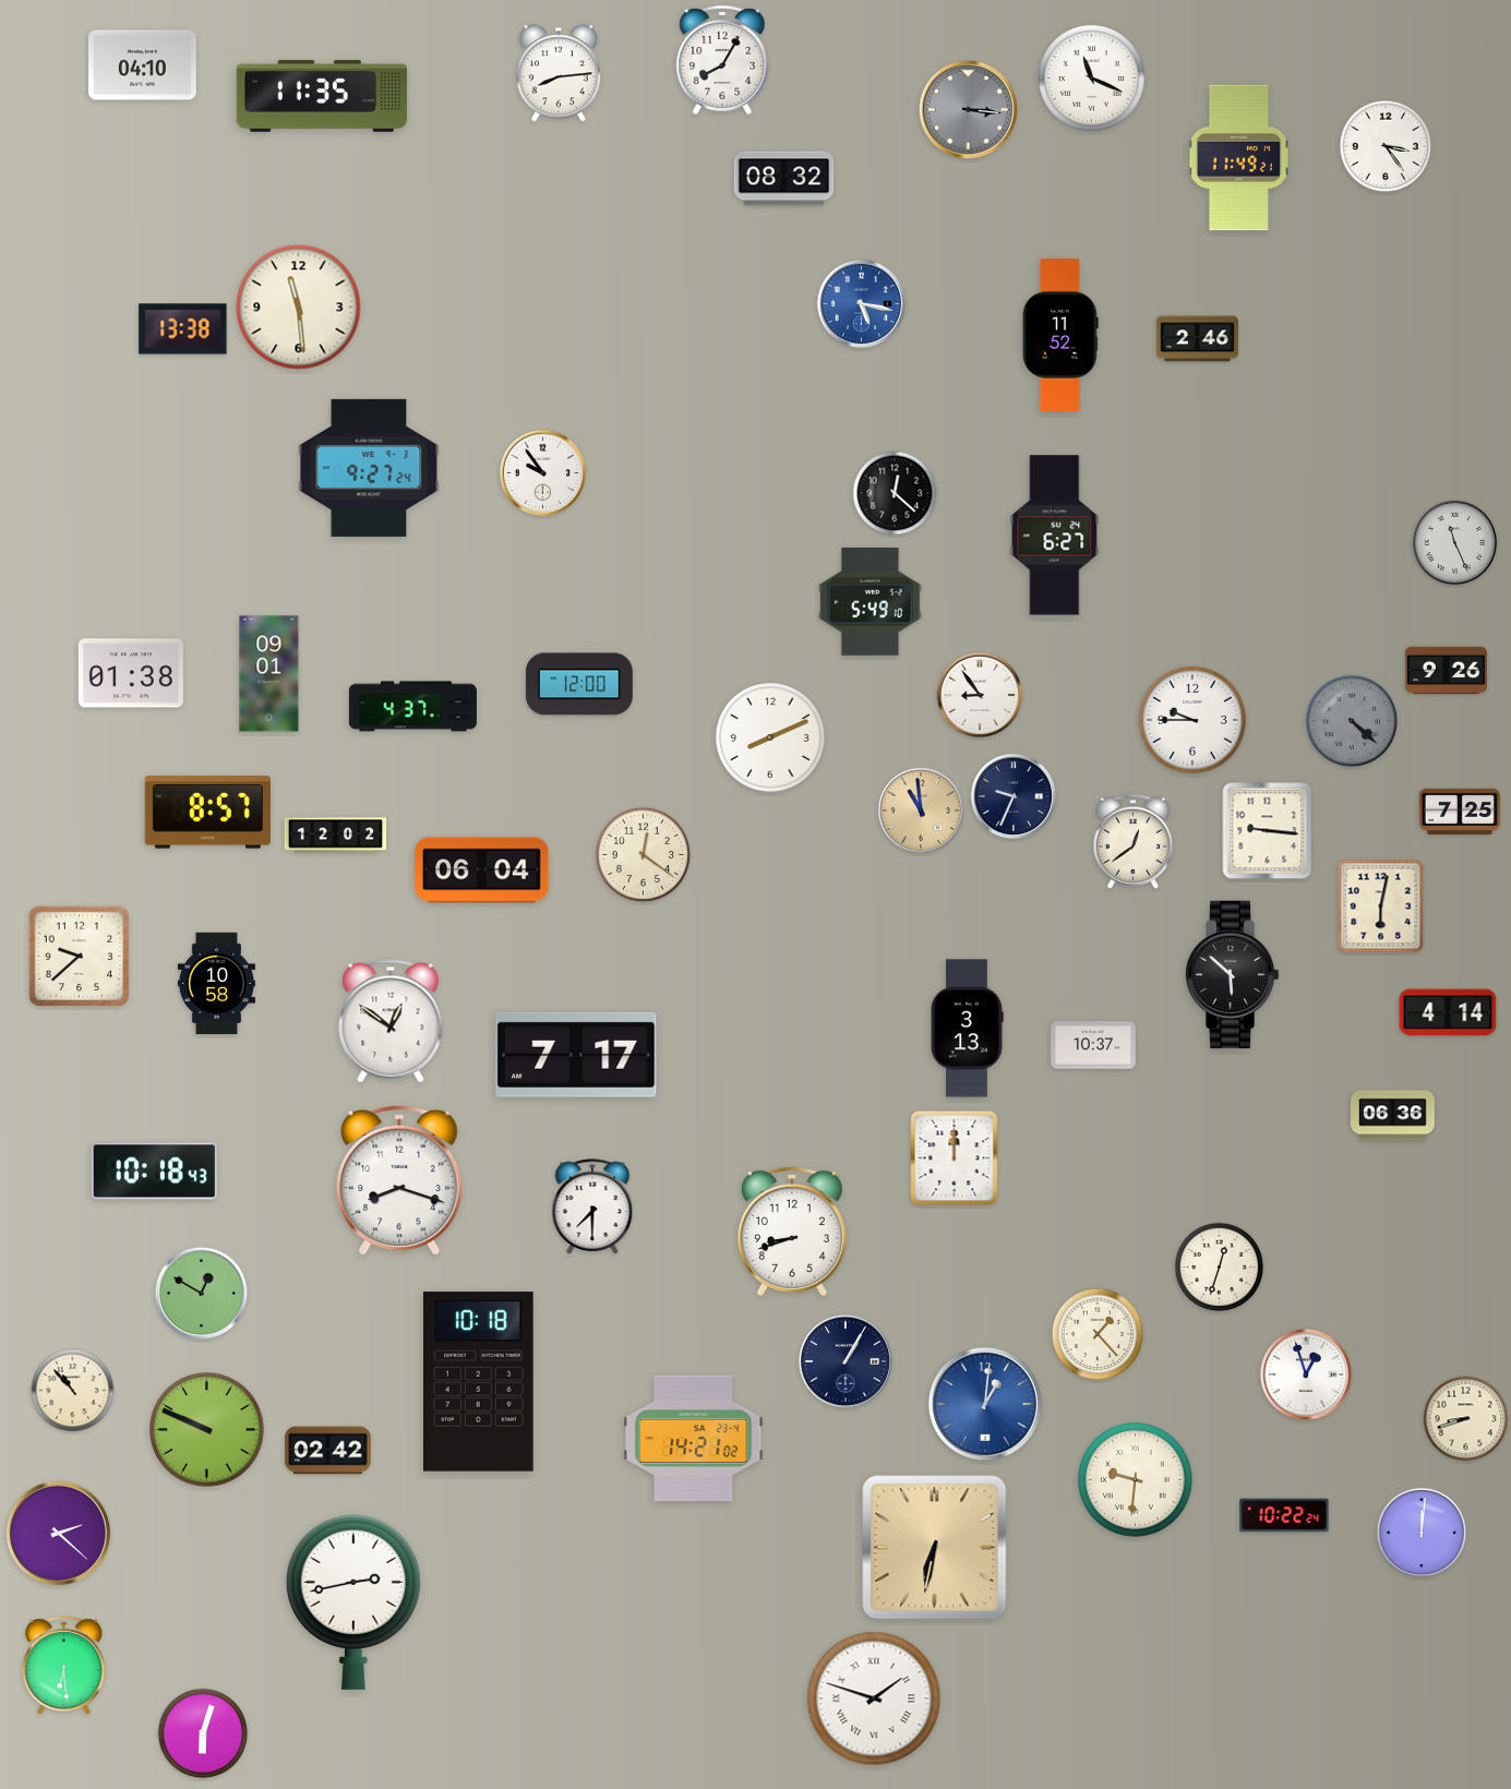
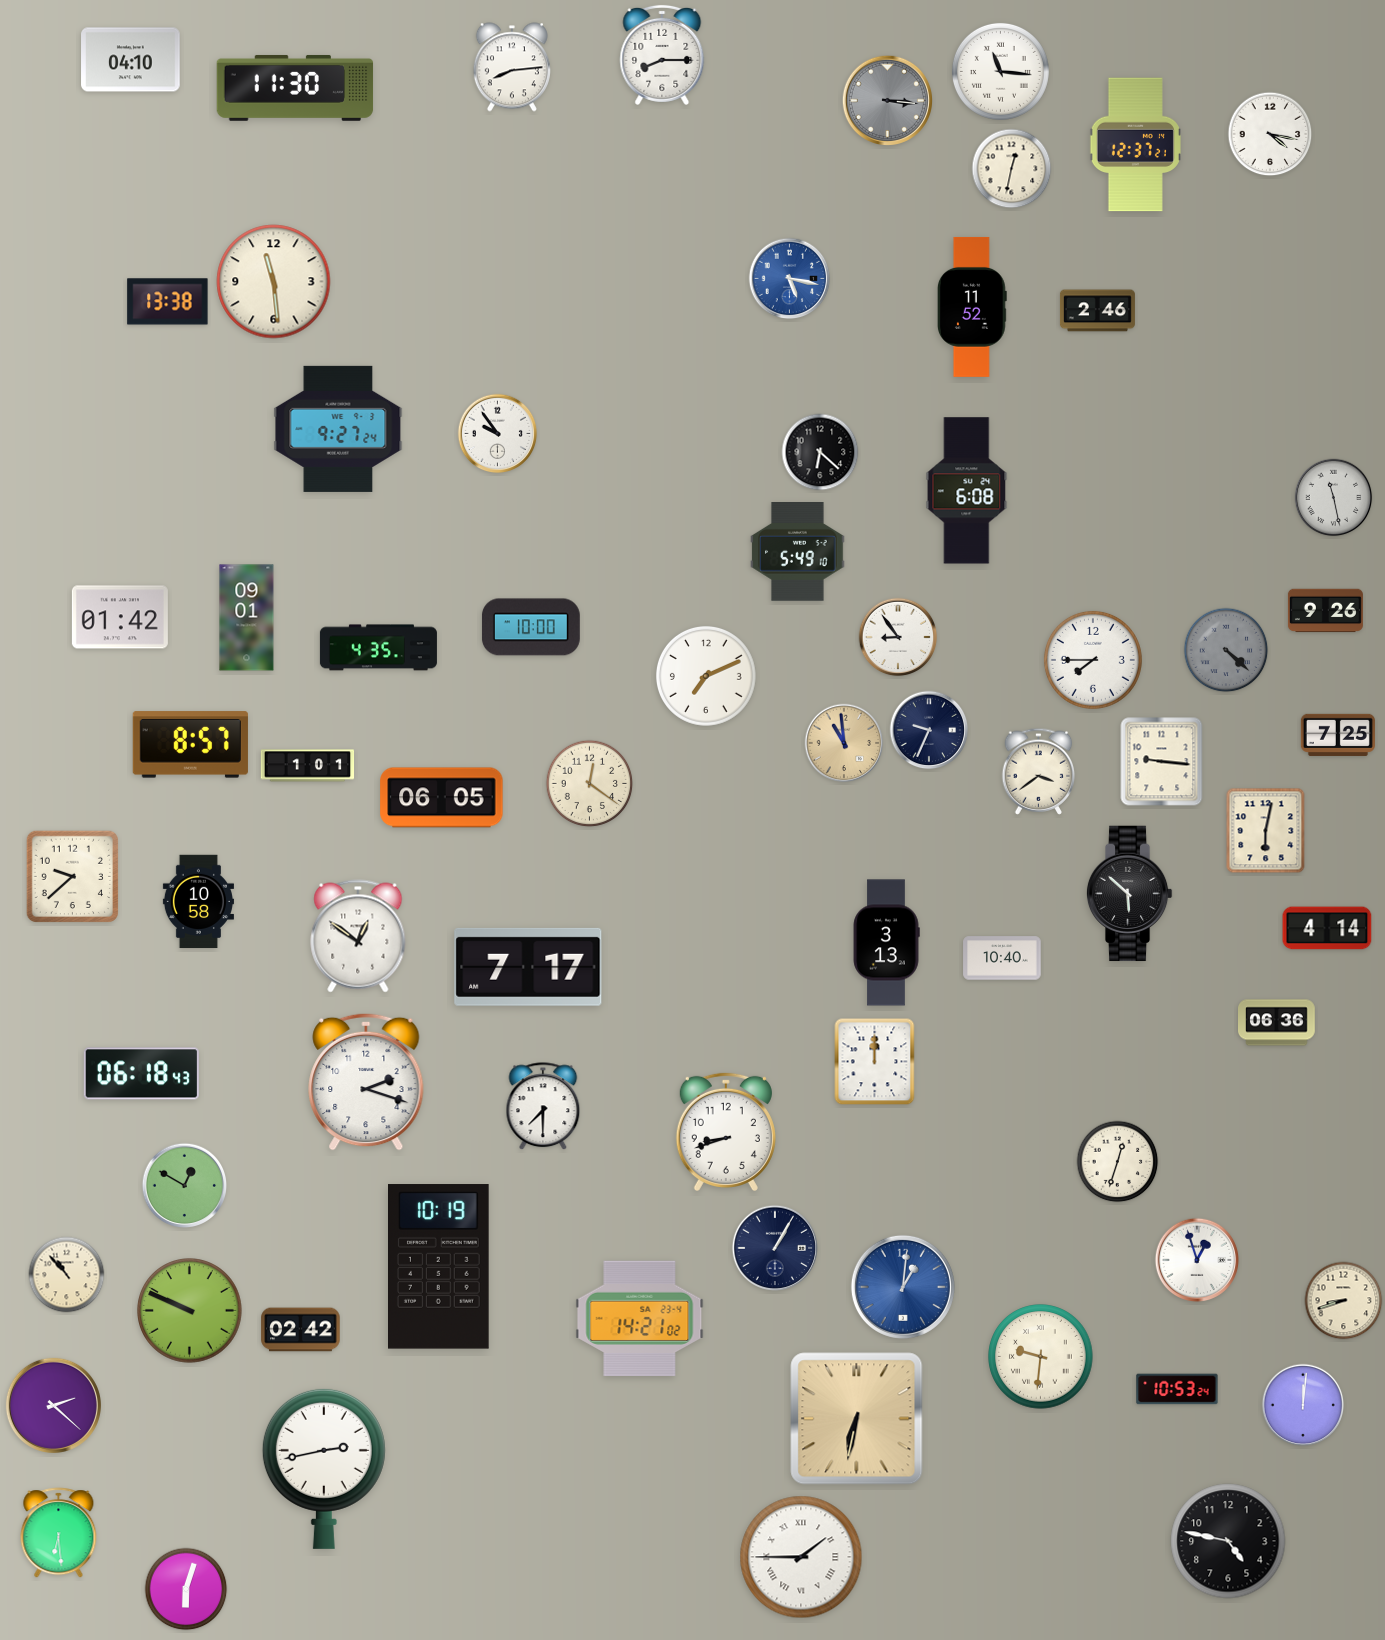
clock at (722, 60): 8:05 -> 8:15
clock at (1091, 77): 11:19 -> 11:16
clock at (322, 96): 11:35 -> 11:30
clock at (1386, 146): 3:24 -> 4:17
clock at (1238, 158): 11:49 -> 12:37
clock at (784, 179): 08:32 -> none
clock at (1012, 169): none -> 12:32
clock at (895, 493): 12:22 -> 6:22
clock at (1055, 536): 6:27 -> 6:08
clock at (1455, 543): 11:26 -> 11:28
clock at (1446, 671) position: (1446, 671) -> (1325, 611)
clock at (131, 673): 01:38 -> 01:42
clock at (579, 684): 12:00 -> 10:00
clock at (412, 707): 4:37 -> 4:35
clock at (1192, 720): 9:45 -> 7:45
clock at (1352, 721) position: (1352, 721) -> (1226, 650)
clock at (770, 737): 8:11 -> 7:11
clock at (1460, 812) position: (1460, 812) -> (1338, 735)
clock at (336, 836): 12:02 -> 1:01
clock at (1134, 841): 12:39 -> 3:39
clock at (482, 871): 06:04 -> 06:05
clock at (1093, 1045): 10:37 -> 10:40
clock at (154, 1172): 10:18 -> 06:18
clock at (399, 1180): 8:18 -> 2:18
clock at (792, 1230) position: (792, 1230) -> (726, 1131)
clock at (1098, 1334): 1:23 -> none
clock at (479, 1382): 10:18 -> 10:19
clock at (694, 1439) position: (694, 1439) -> (640, 1319)
clock at (1284, 1515): 10:22 -> 10:53
clock at (64, 1666) position: (64, 1666) -> (59, 1533)
clock at (1228, 1541): none -> 4:47
clock at (874, 1698): 1:48 -> 1:45
